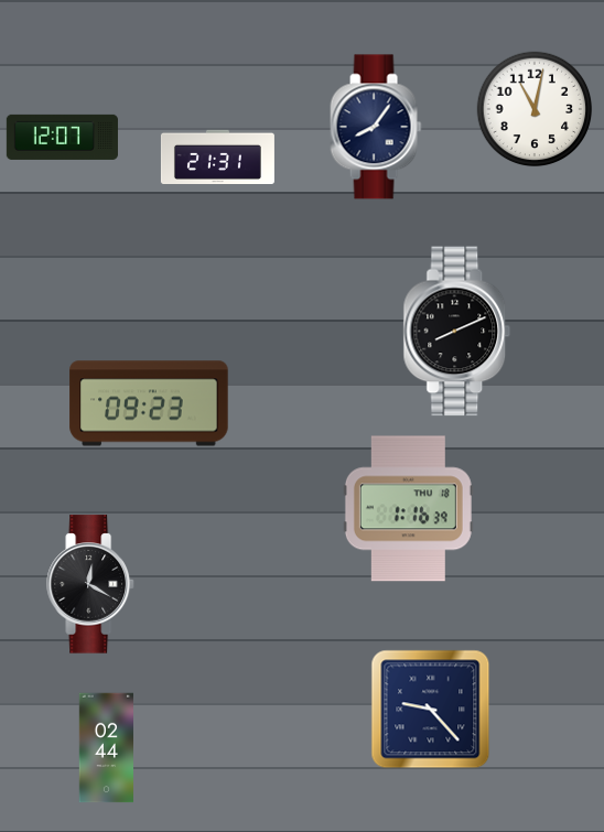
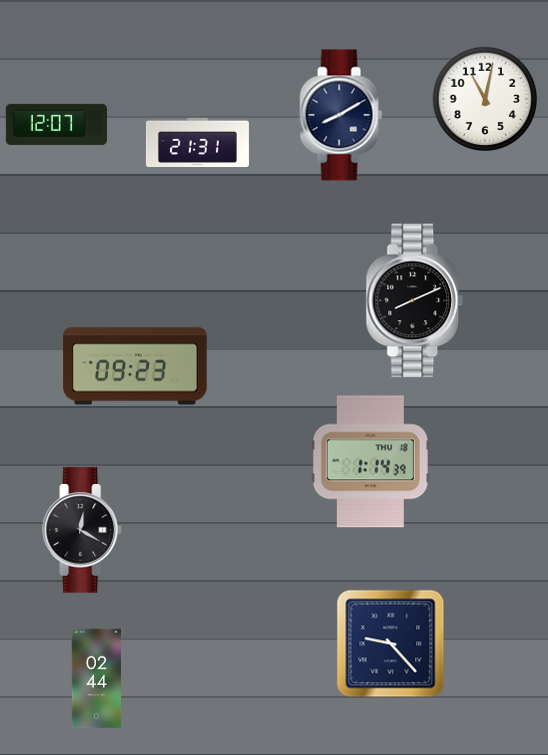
clock at (376, 127): 8:06 -> 8:10
clock at (408, 509): 1:16 -> 1:14
